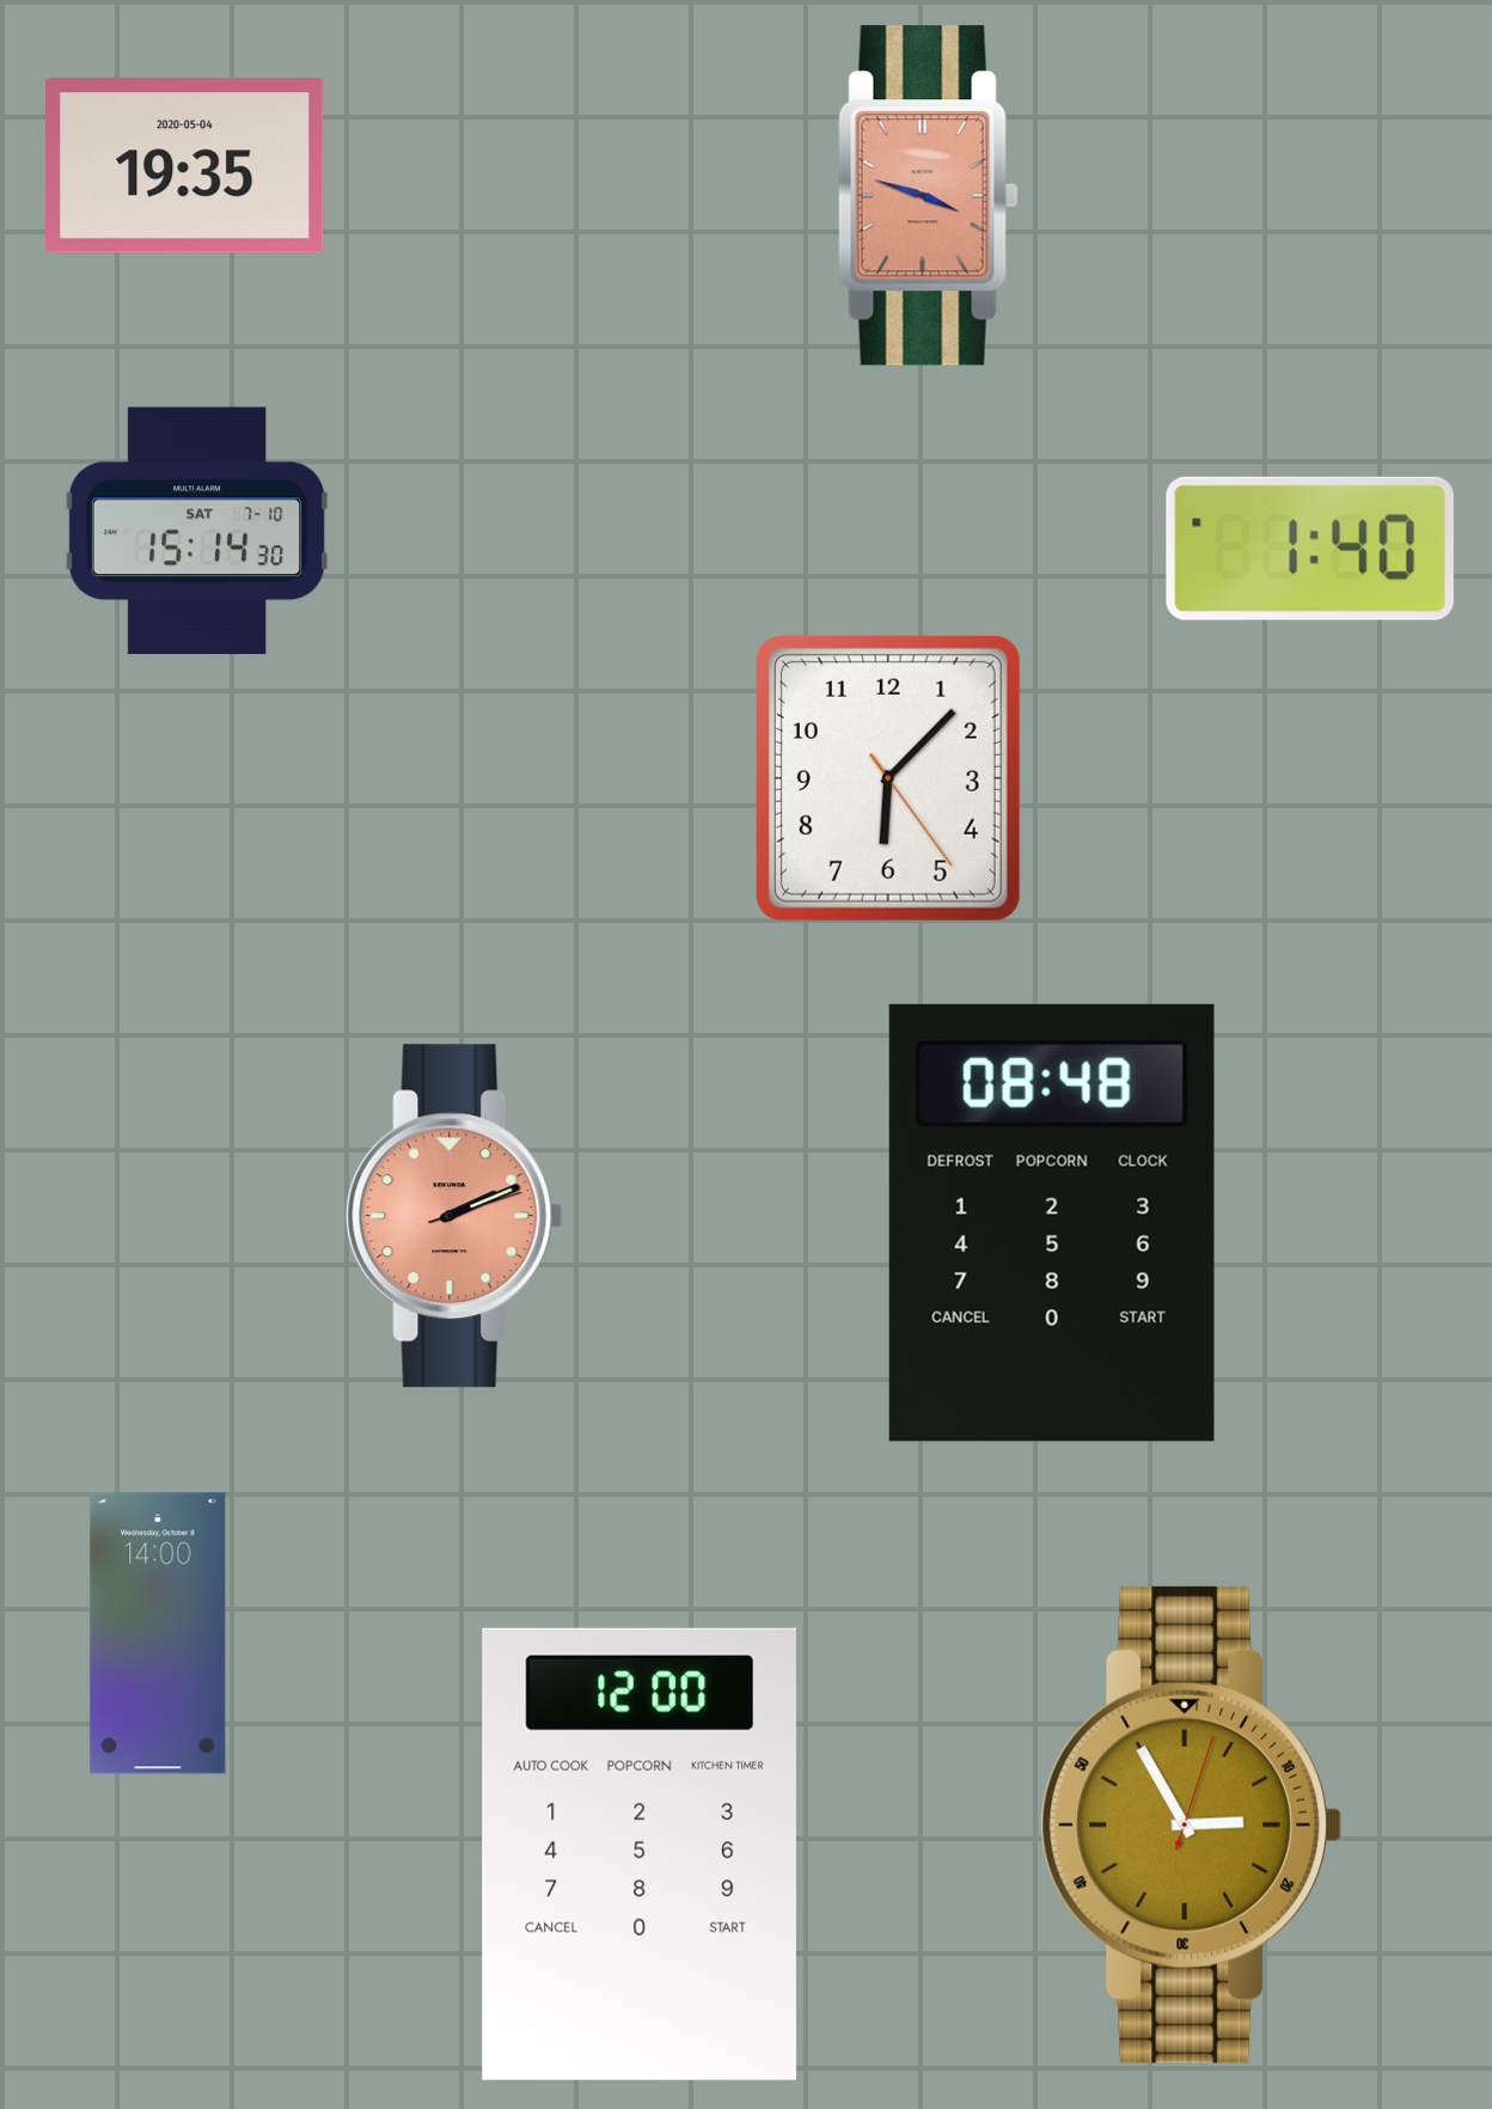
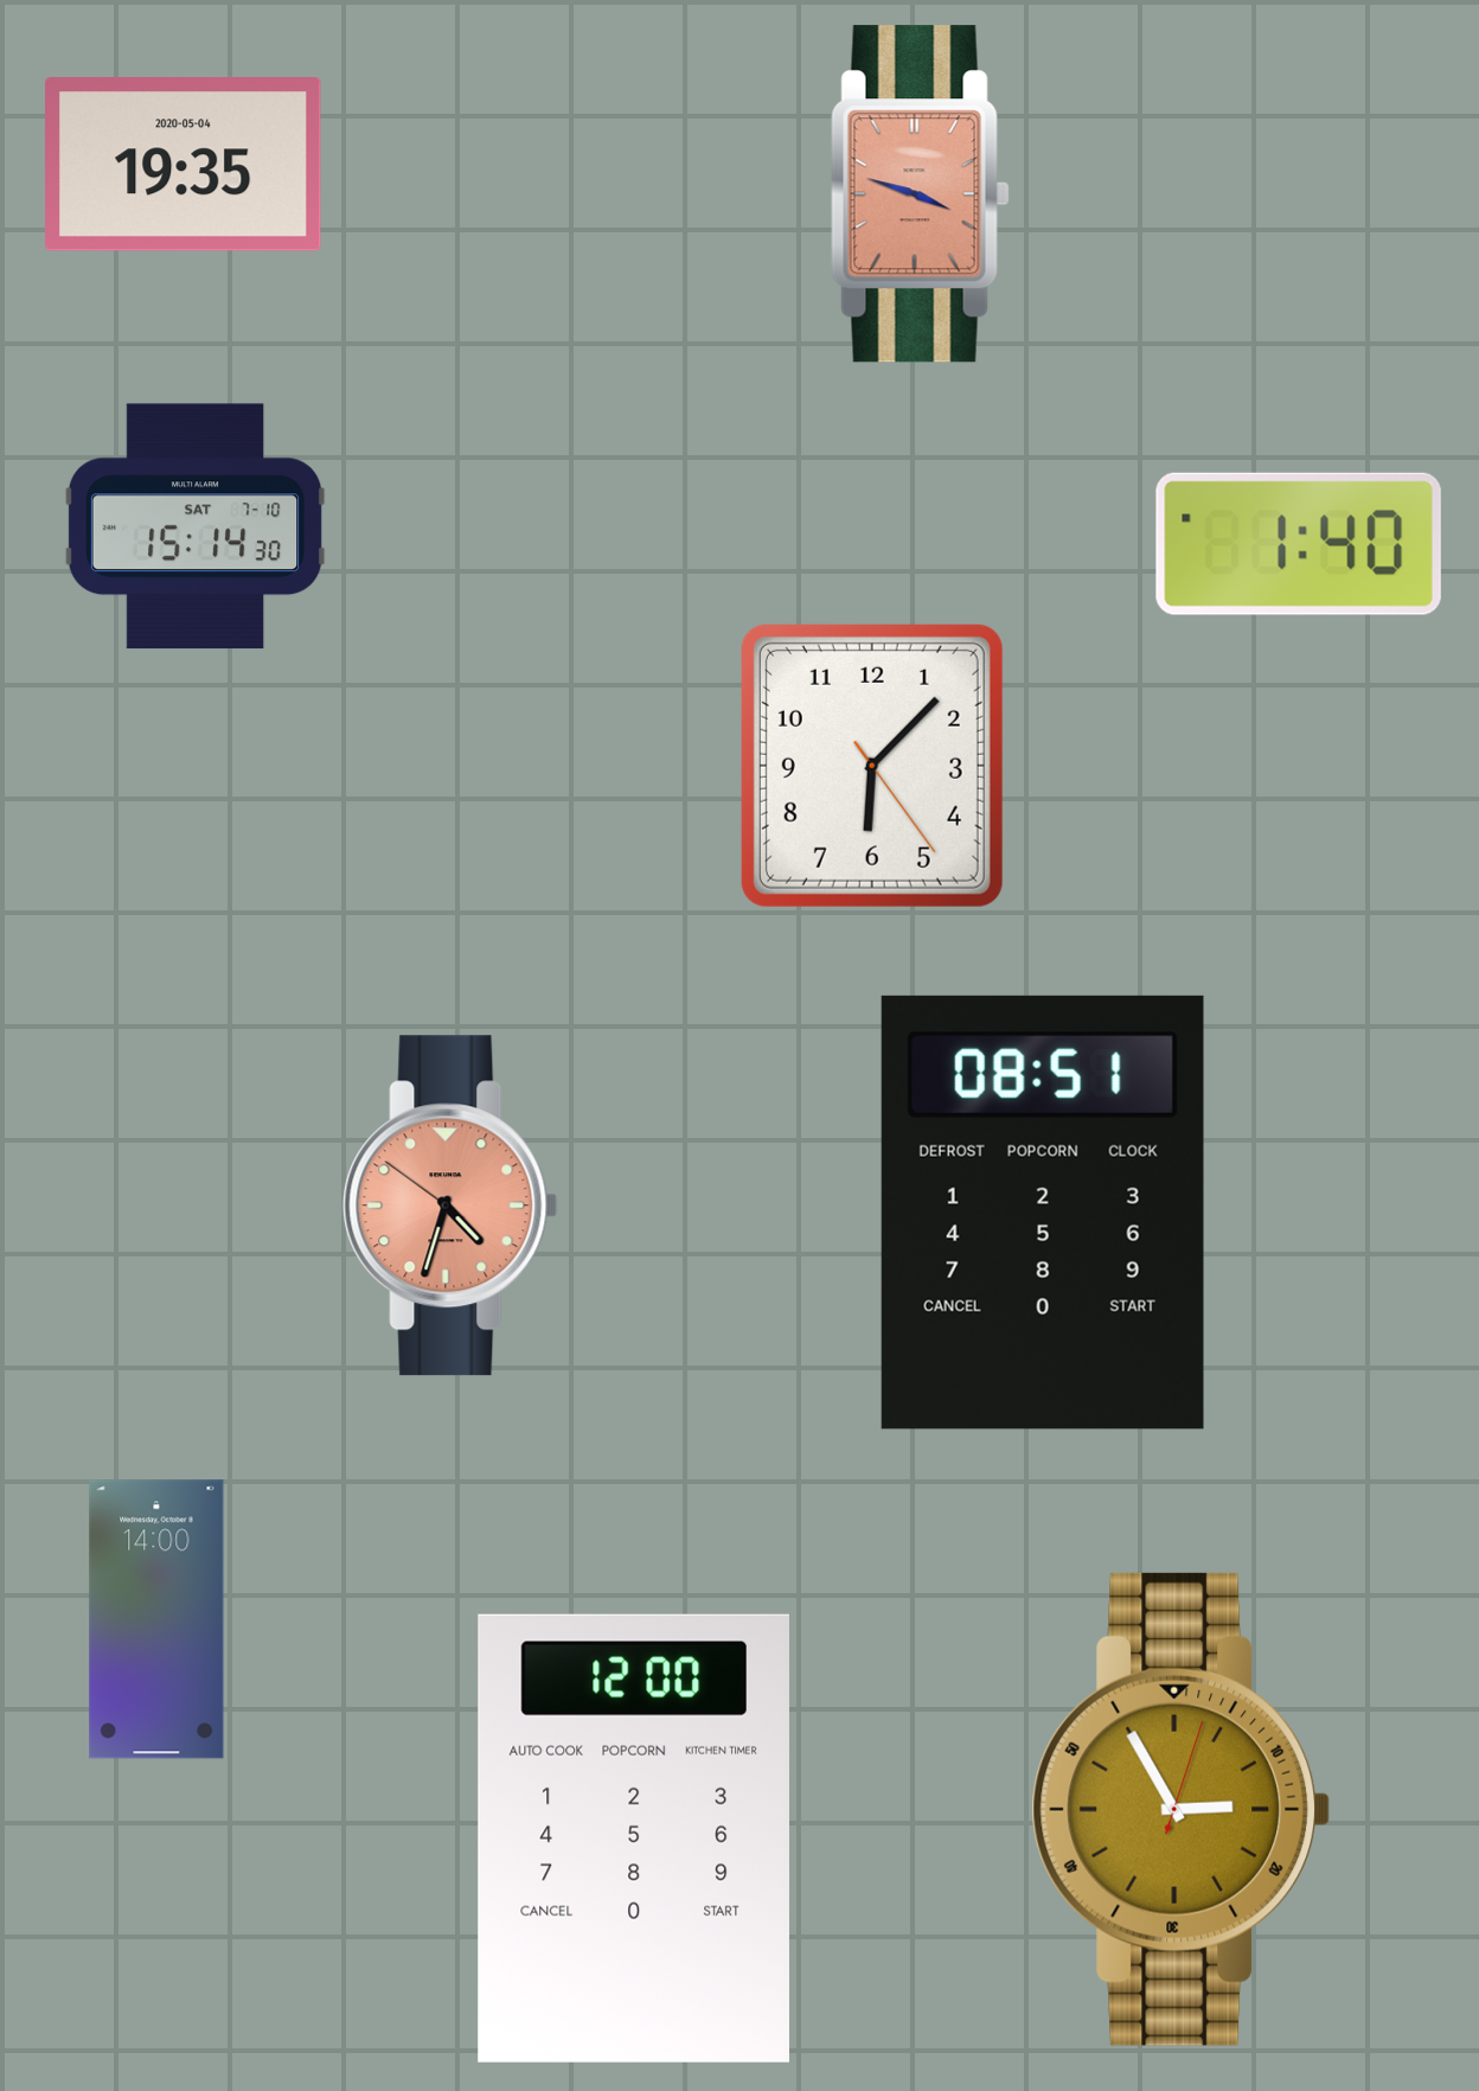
clock at (888, 778) position: (888, 778) -> (872, 766)
clock at (454, 1216): 2:11 -> 4:32
clock at (1052, 1223): 08:48 -> 08:51
